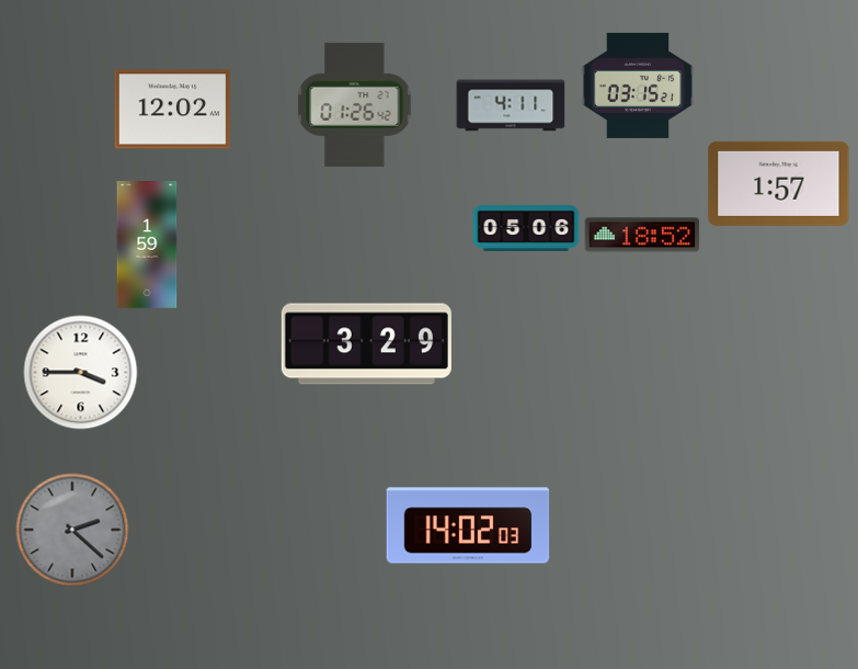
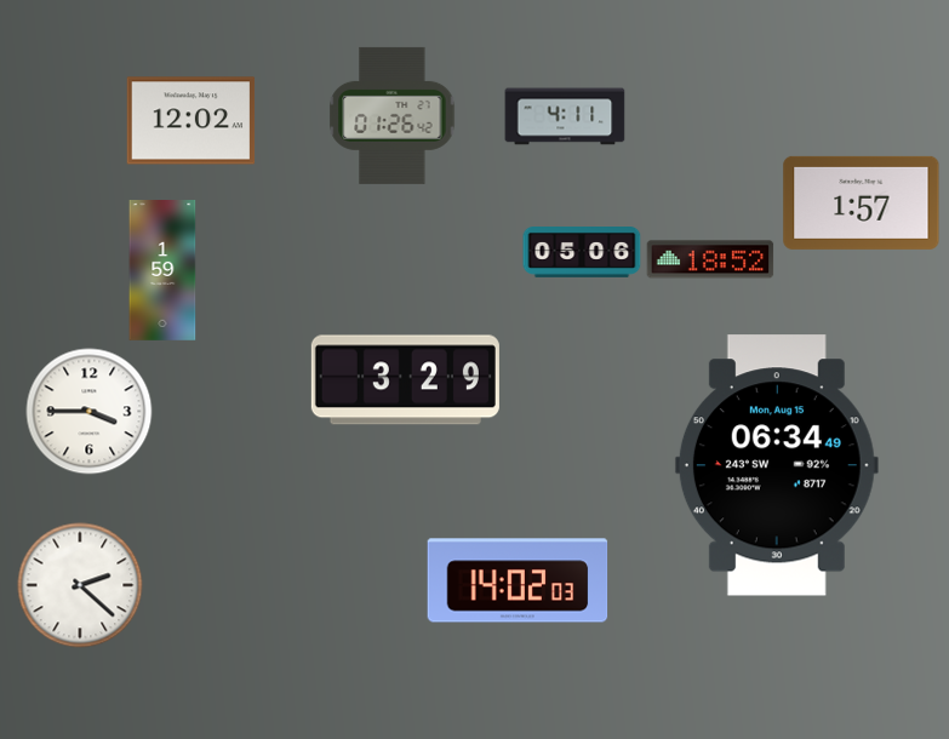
clock at (638, 86): 03:15 -> none
clock at (777, 465): none -> 06:34
clock at (72, 530) dial: grey -> white
